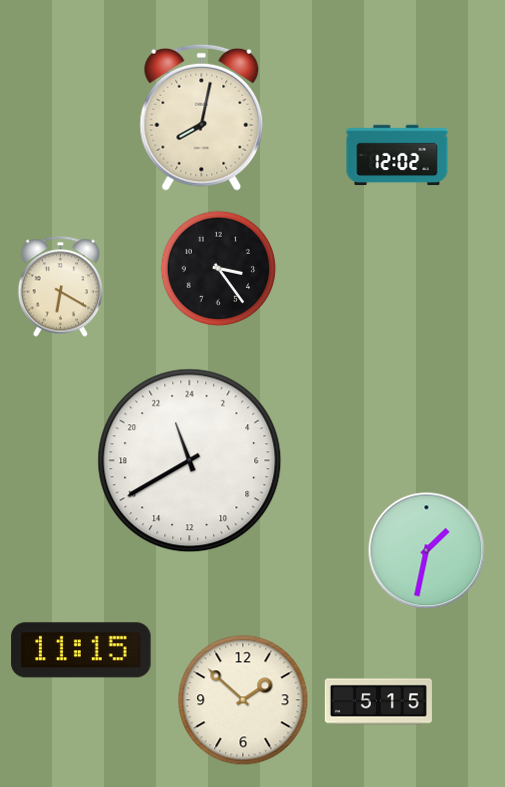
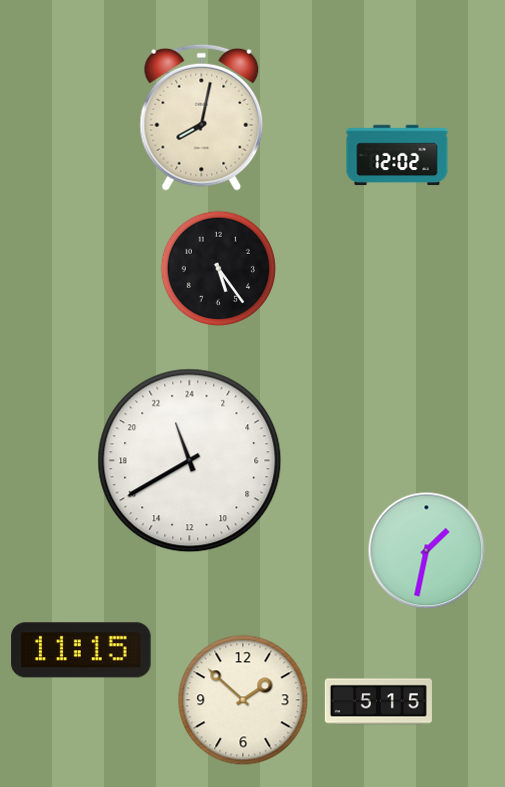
clock at (218, 268): 3:24 -> 5:24
clock at (61, 287): 6:20 -> none
